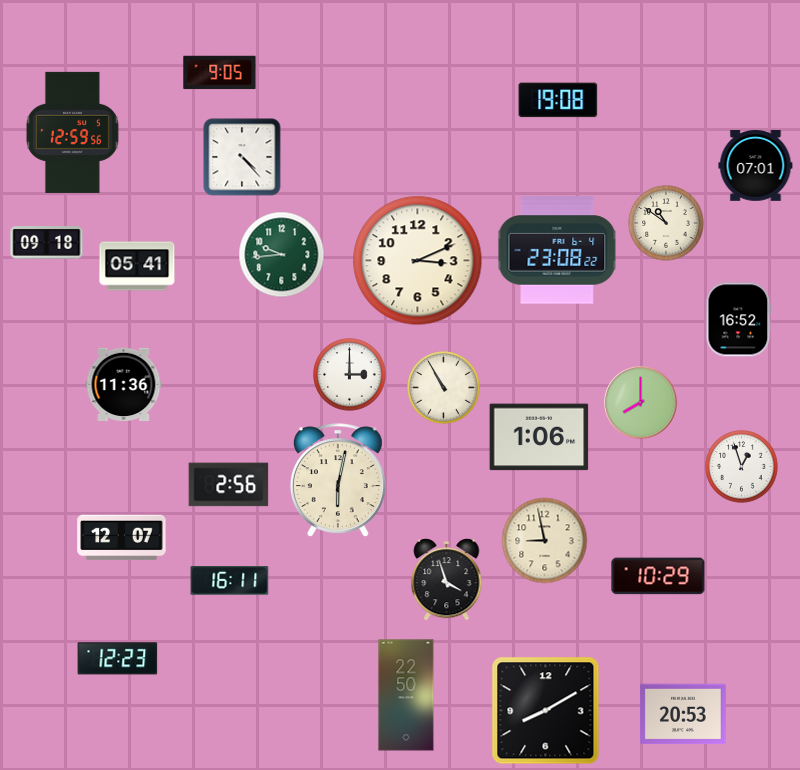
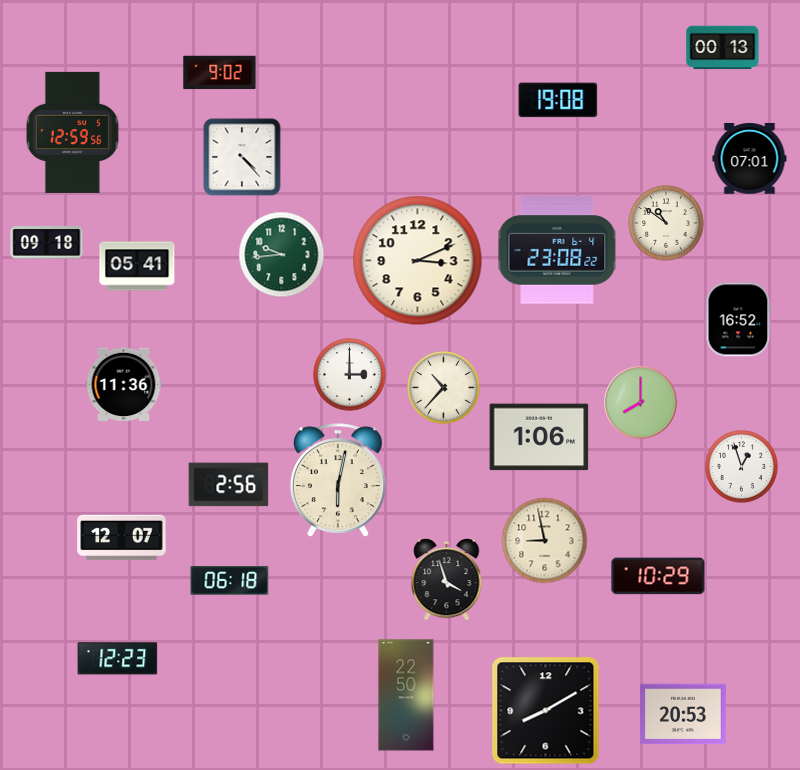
clock at (723, 48): none -> 00:13
clock at (220, 73): 9:05 -> 9:02
clock at (756, 165) position: (756, 165) -> (750, 158)
clock at (444, 388): 10:55 -> 10:37
clock at (230, 581): 16:11 -> 06:18
